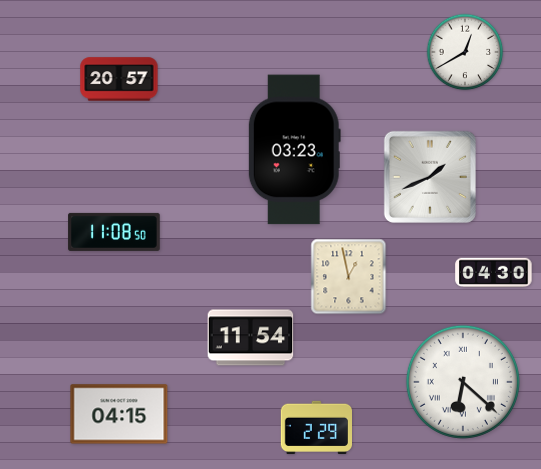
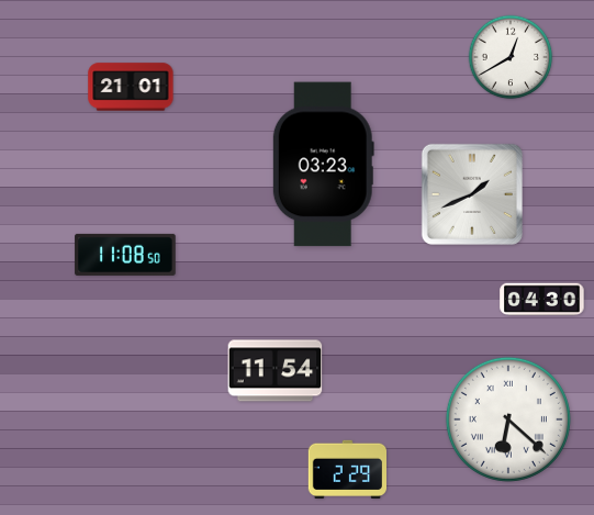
clock at (119, 79): 20:57 -> 21:01
clock at (349, 277): 12:58 -> none
clock at (119, 414): 04:15 -> none
